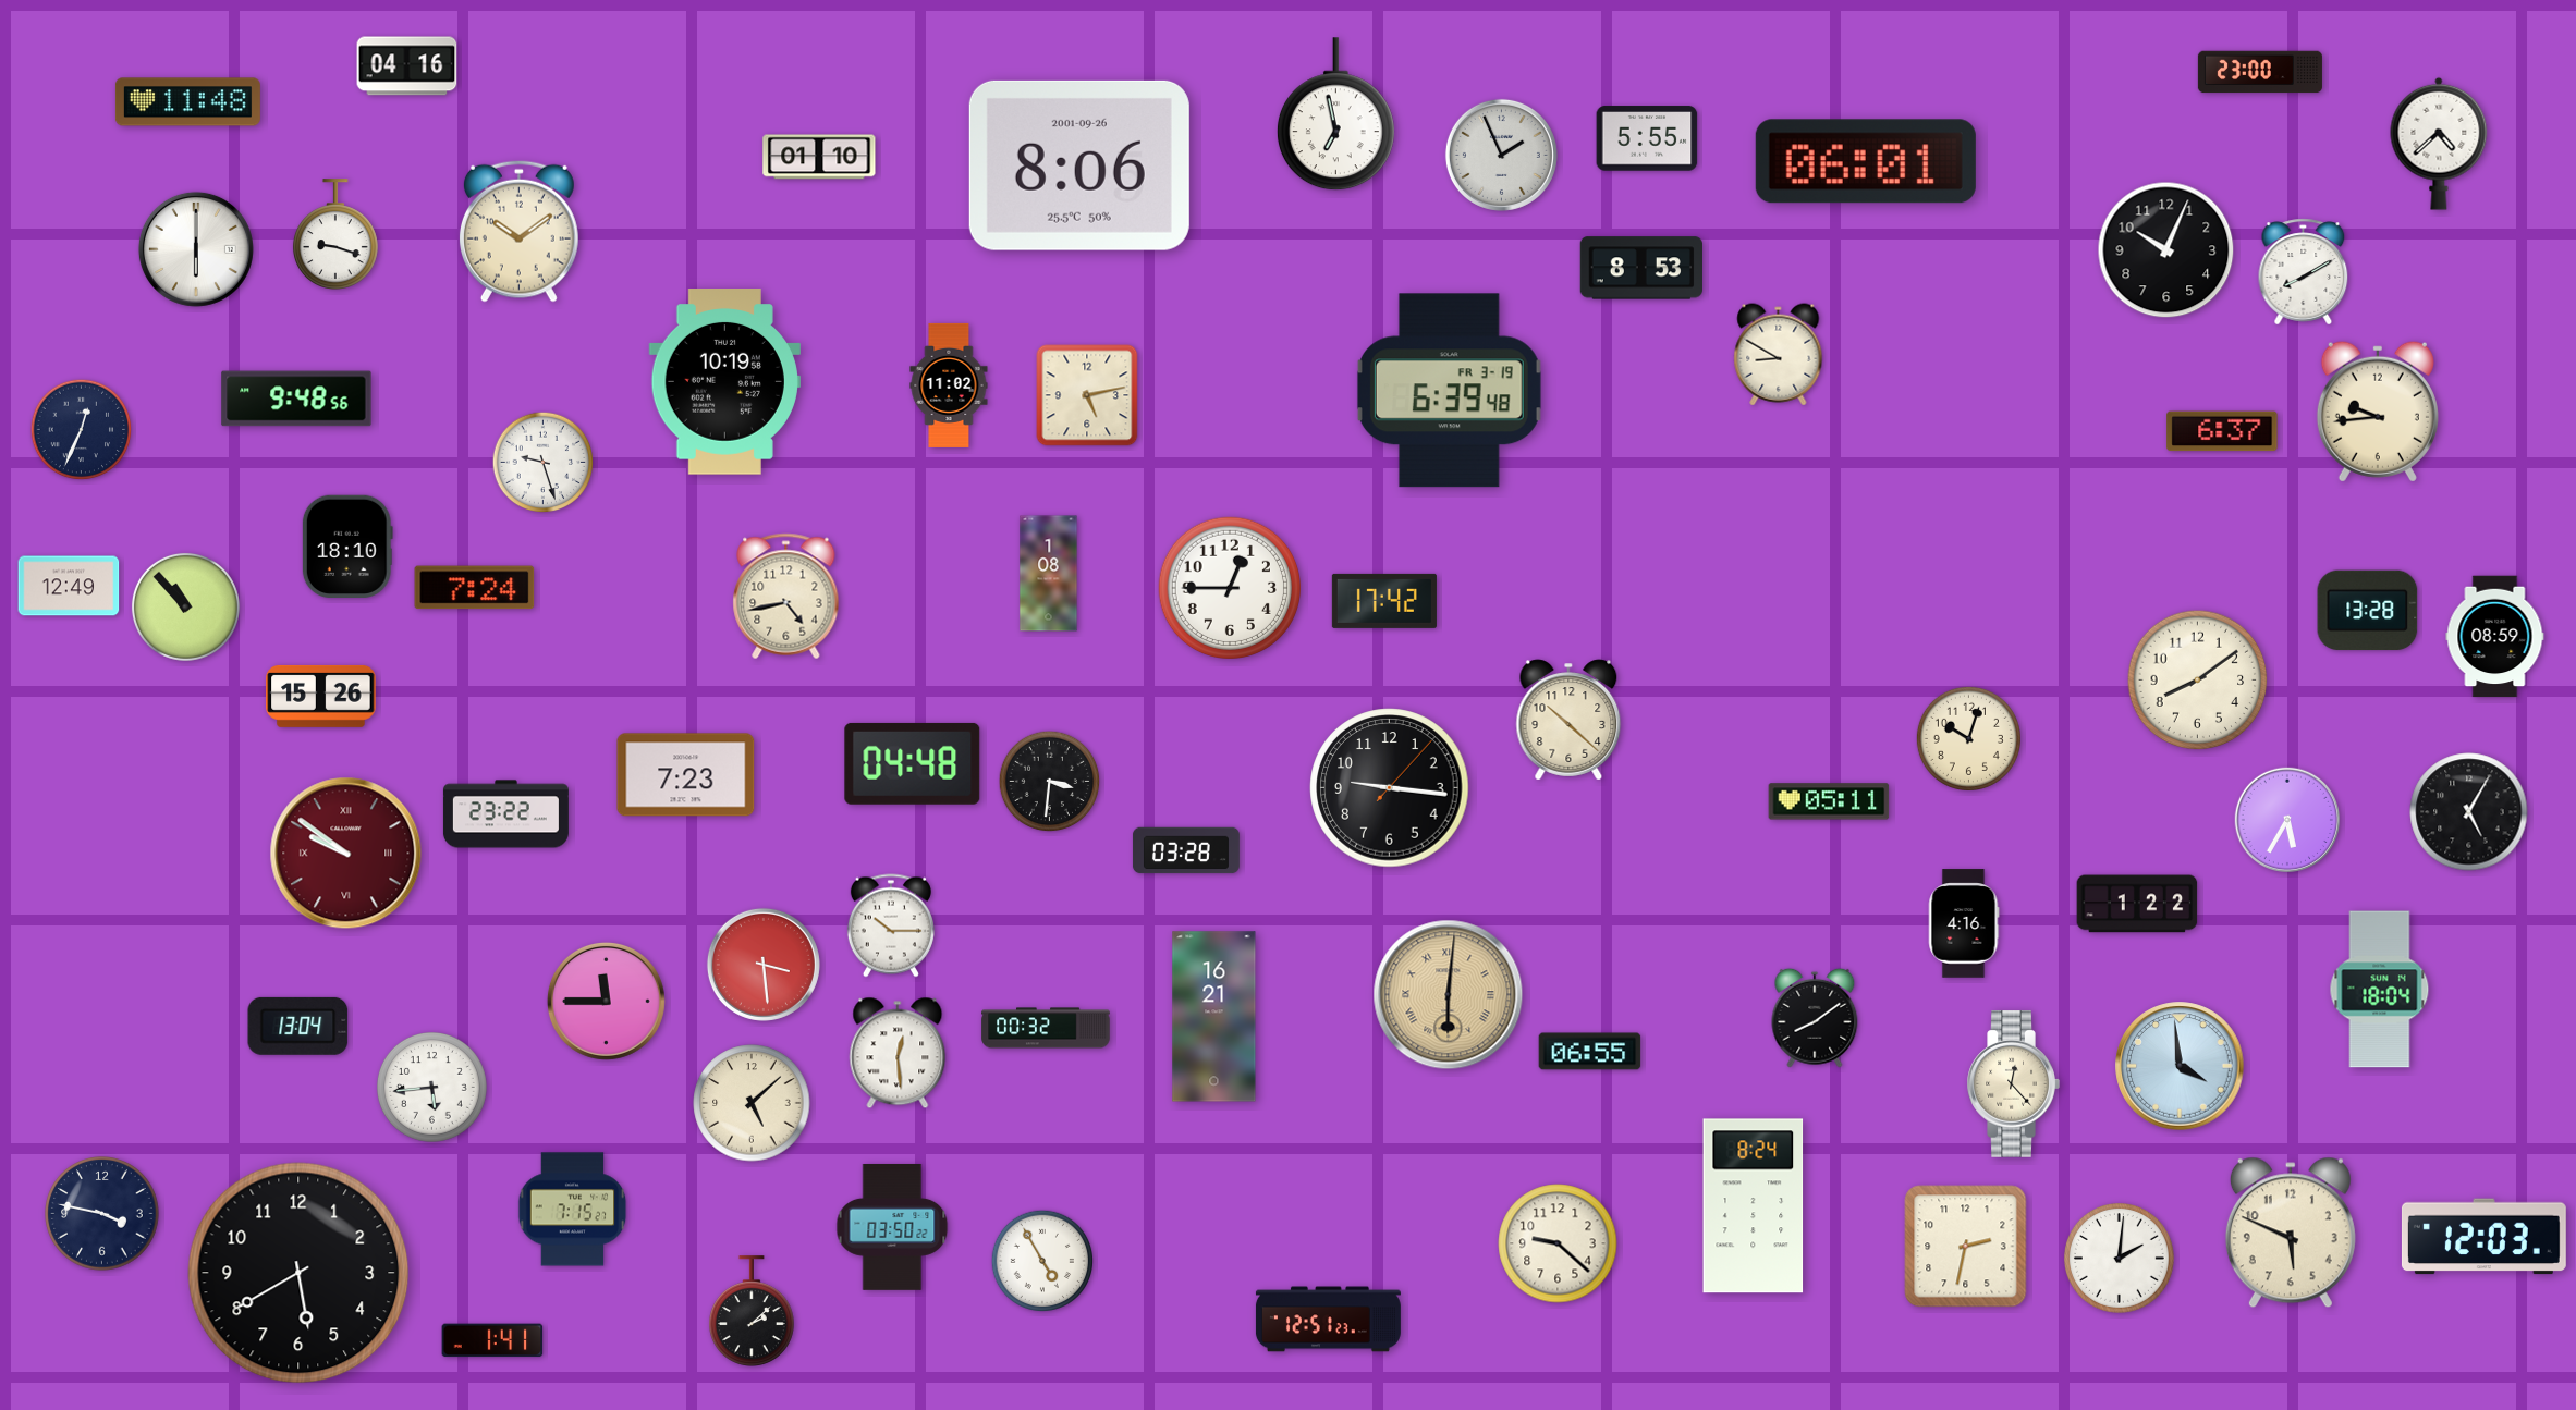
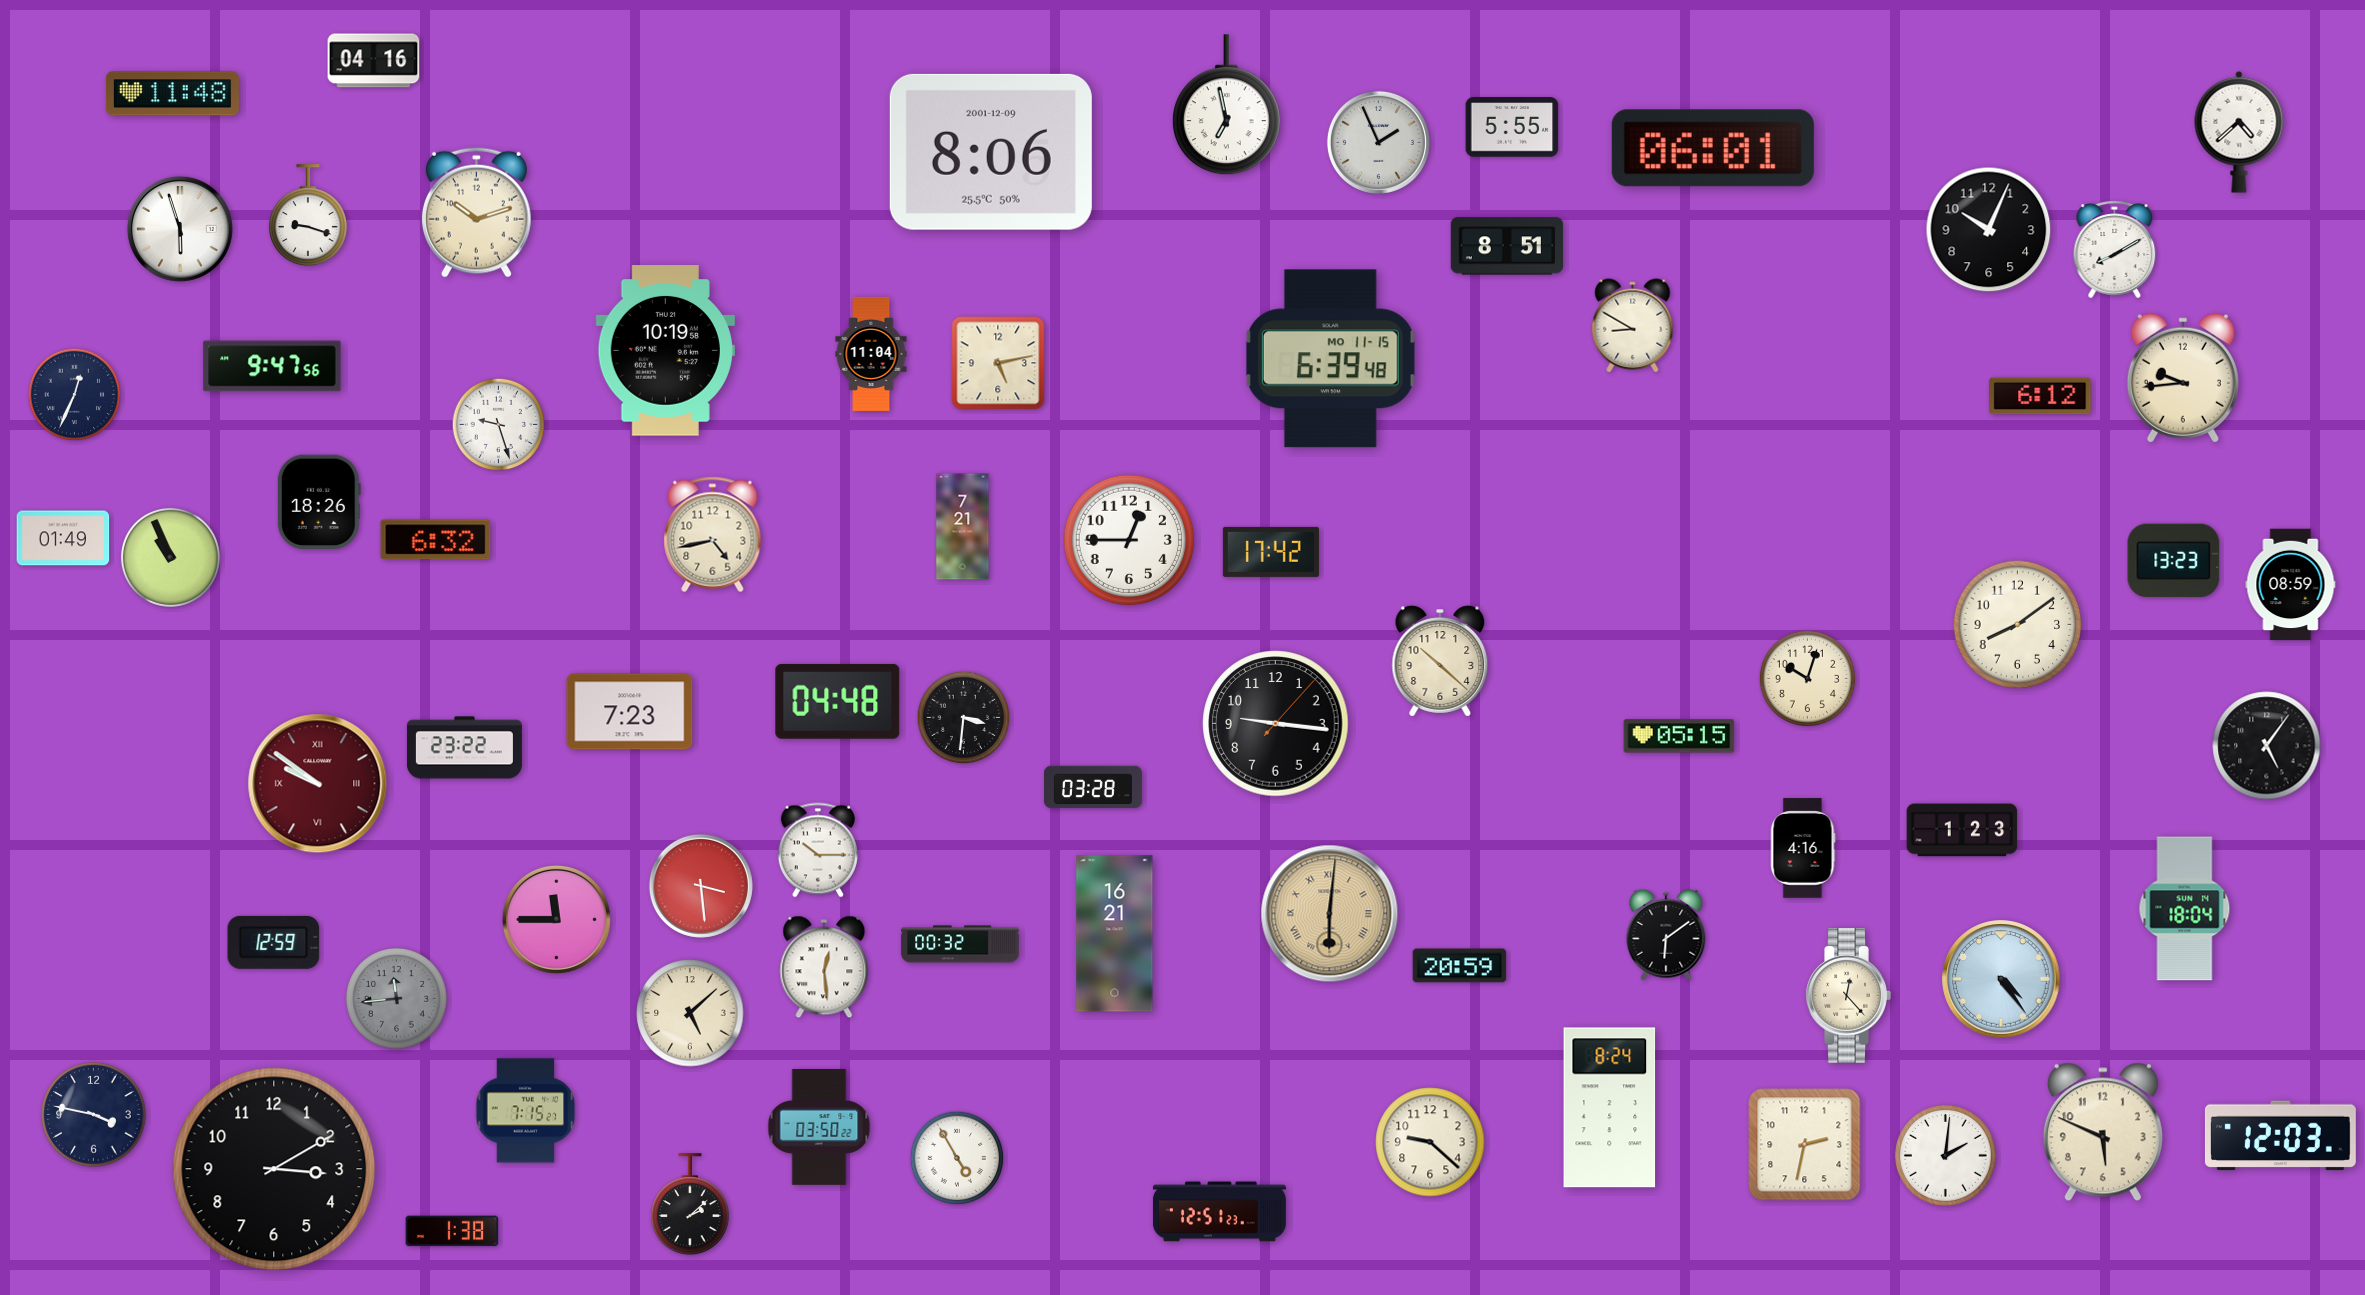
clock at (2260, 72): 23:00 -> none
clock at (819, 157): 01:10 -> none
clock at (1079, 165) date: 2001-09-26 -> 2001-12-09
clock at (518, 231): 10:09 -> 10:12
clock at (196, 249): 6:00 -> 5:57
clock at (1640, 268): 8:53 -> 8:51
clock at (949, 385): 11:02 -> 11:04
clock at (1449, 391) date: FR 3-19 -> MO 11-15
clock at (296, 399): 9:48 -> 9:47
clock at (2222, 431): 6:37 -> 6:12
clock at (347, 547): 18:10 -> 18:26
clock at (1049, 574): 1:08 -> 7:21
clock at (69, 586): 12:49 -> 01:49
clock at (475, 588): 7:24 -> 6:32
clock at (786, 597) position: (786, 597) -> (713, 535)
clock at (185, 606): 10:53 -> 10:56
clock at (2368, 611): 13:28 -> 13:23
clock at (321, 696): 15:26 -> none
clock at (1829, 801): 05:11 -> 05:15
clock at (2469, 812): 5:05 -> 5:06
clock at (2286, 819): 5:35 -> none
clock at (1186, 850) position: (1186, 850) -> (1093, 787)
clock at (2137, 904): 1:22 -> 1:23
clock at (1815, 1018): 8:09 -> 6:09
clock at (298, 1026): 13:04 -> 12:59
clock at (1590, 1052): 06:55 -> 20:59
clock at (2180, 1066): 3:59 -> 4:24
clock at (431, 1087): 5:44 -> 11:44
clock at (431, 1087) dial: white -> grey
clock at (298, 1273): 5:40 -> 3:10
clock at (492, 1340): 1:41 -> 1:38
